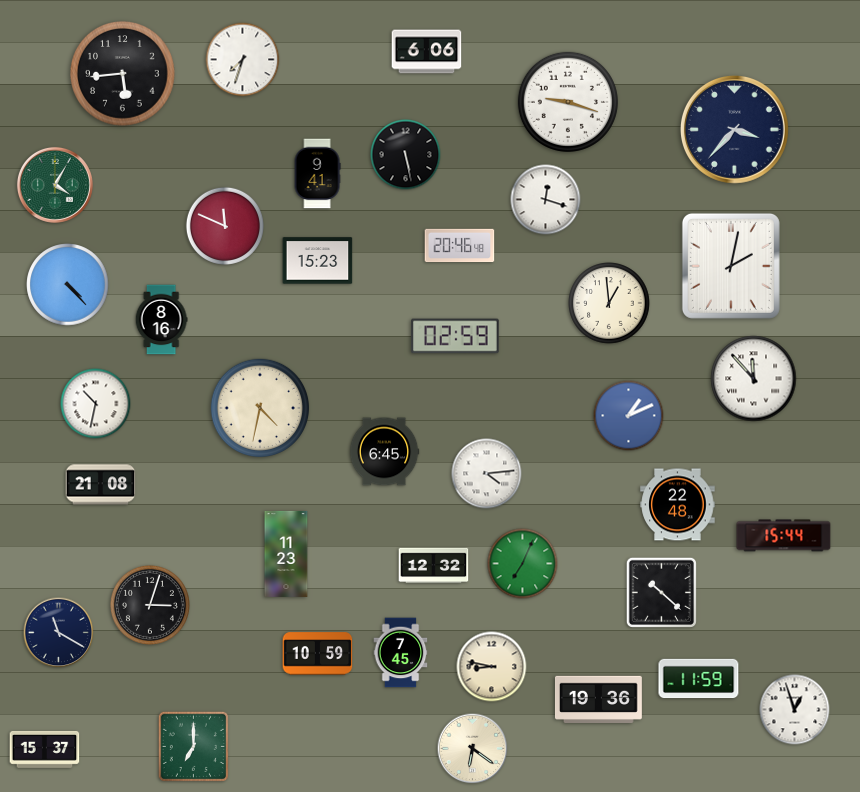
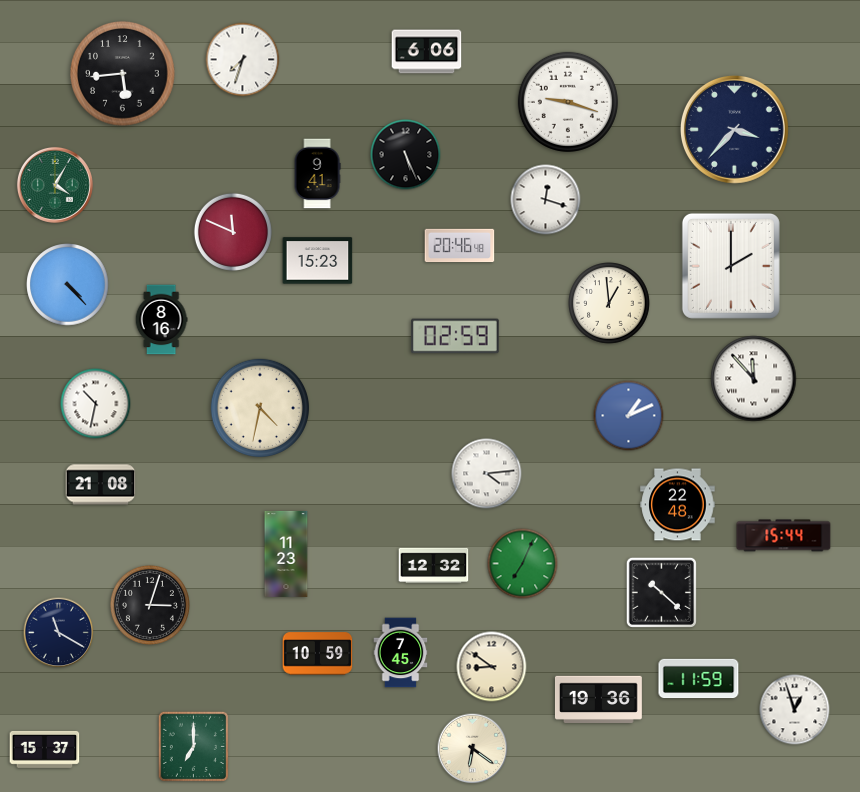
clock at (406, 155): 5:28 -> 5:26
clock at (225, 226) position: (225, 226) -> (233, 232)
clock at (731, 266): 2:02 -> 2:00
clock at (384, 452): 6:45 -> none
clock at (492, 667): 8:47 -> 8:51
